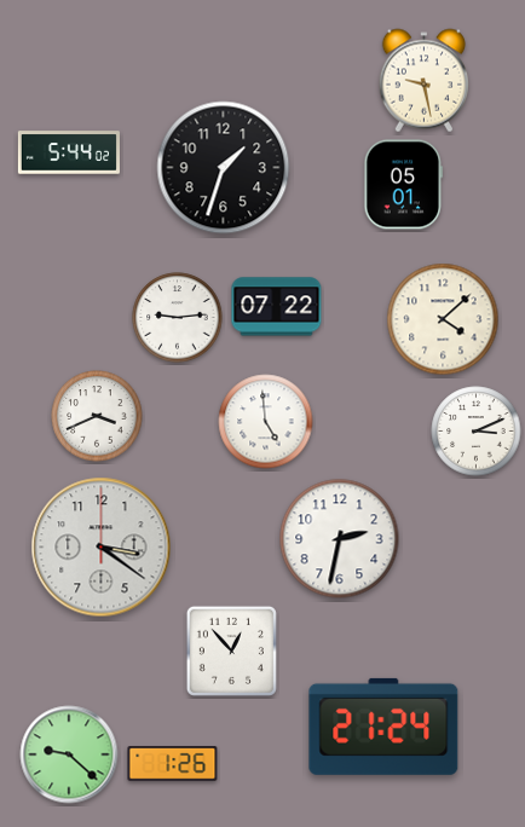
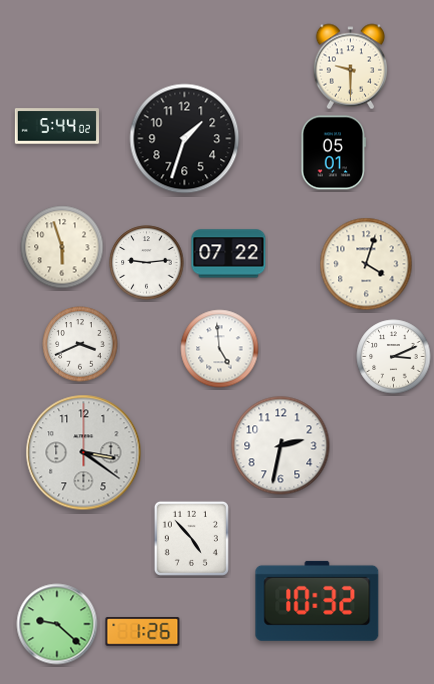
clock at (423, 81): 9:28 -> 9:30
clock at (62, 247): none -> 5:57
clock at (443, 319): 4:08 -> 4:03
clock at (231, 650): 12:53 -> 4:53
clock at (383, 727): 21:24 -> 10:32
